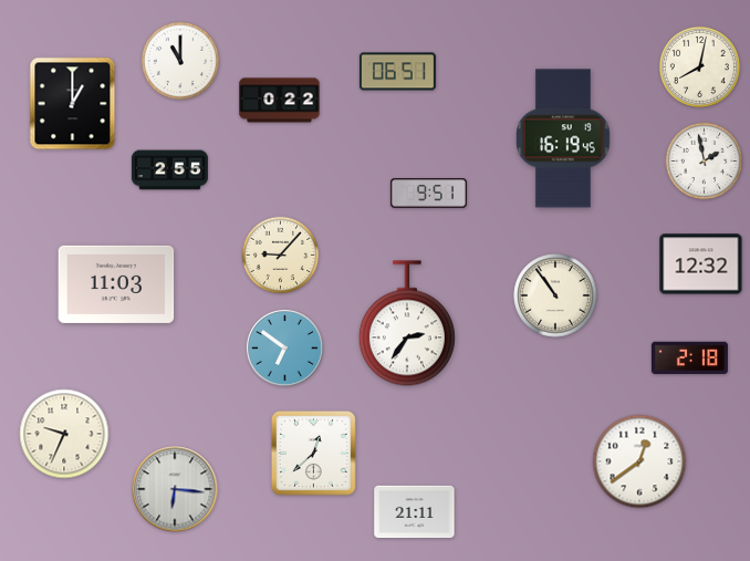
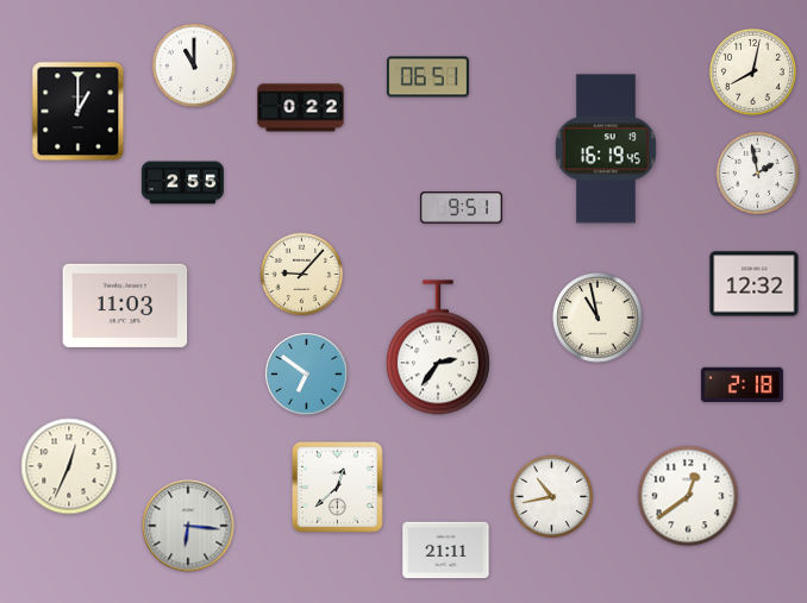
clock at (555, 295): 10:54 -> 10:58
clock at (64, 434): 9:34 -> 12:34
clock at (552, 497): none -> 10:43
